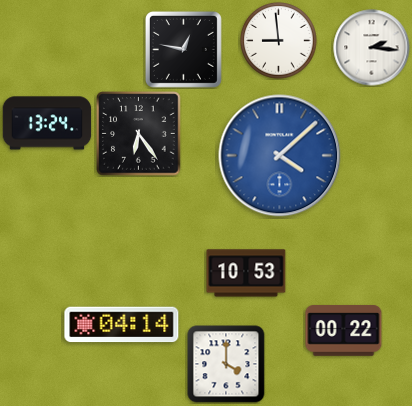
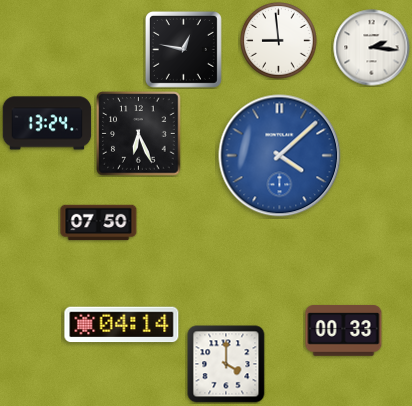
clock at (139, 134): 6:24 -> 6:26
clock at (99, 223): none -> 07:50
clock at (246, 273): 10:53 -> none
clock at (344, 331): 00:22 -> 00:33
